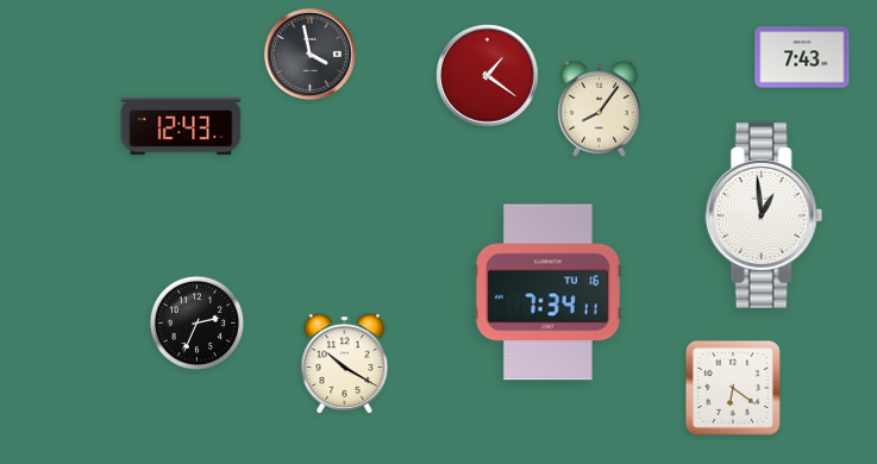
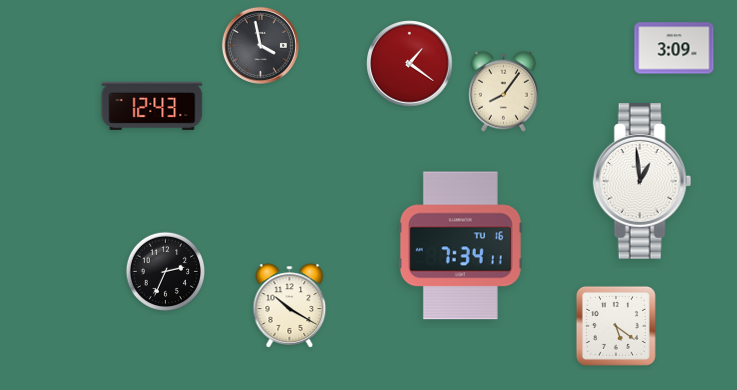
clock at (802, 57): 7:43 -> 3:09
clock at (733, 388): 6:21 -> 5:21
